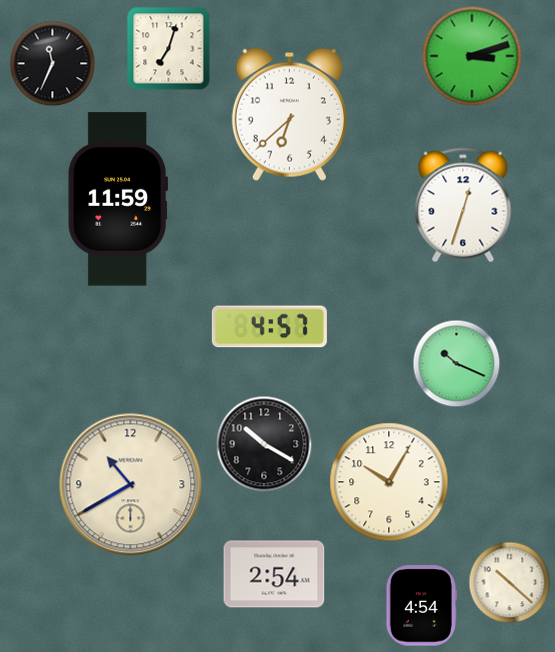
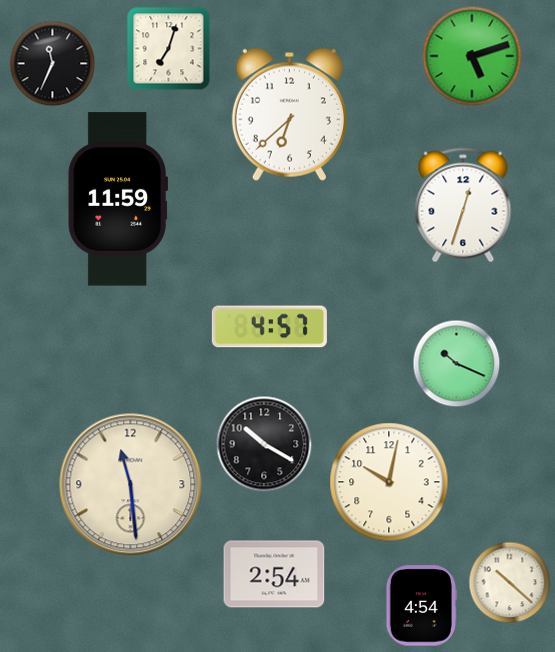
clock at (472, 56): 3:12 -> 5:12
clock at (389, 482): 10:05 -> 10:02
clock at (131, 485): 10:40 -> 11:29
